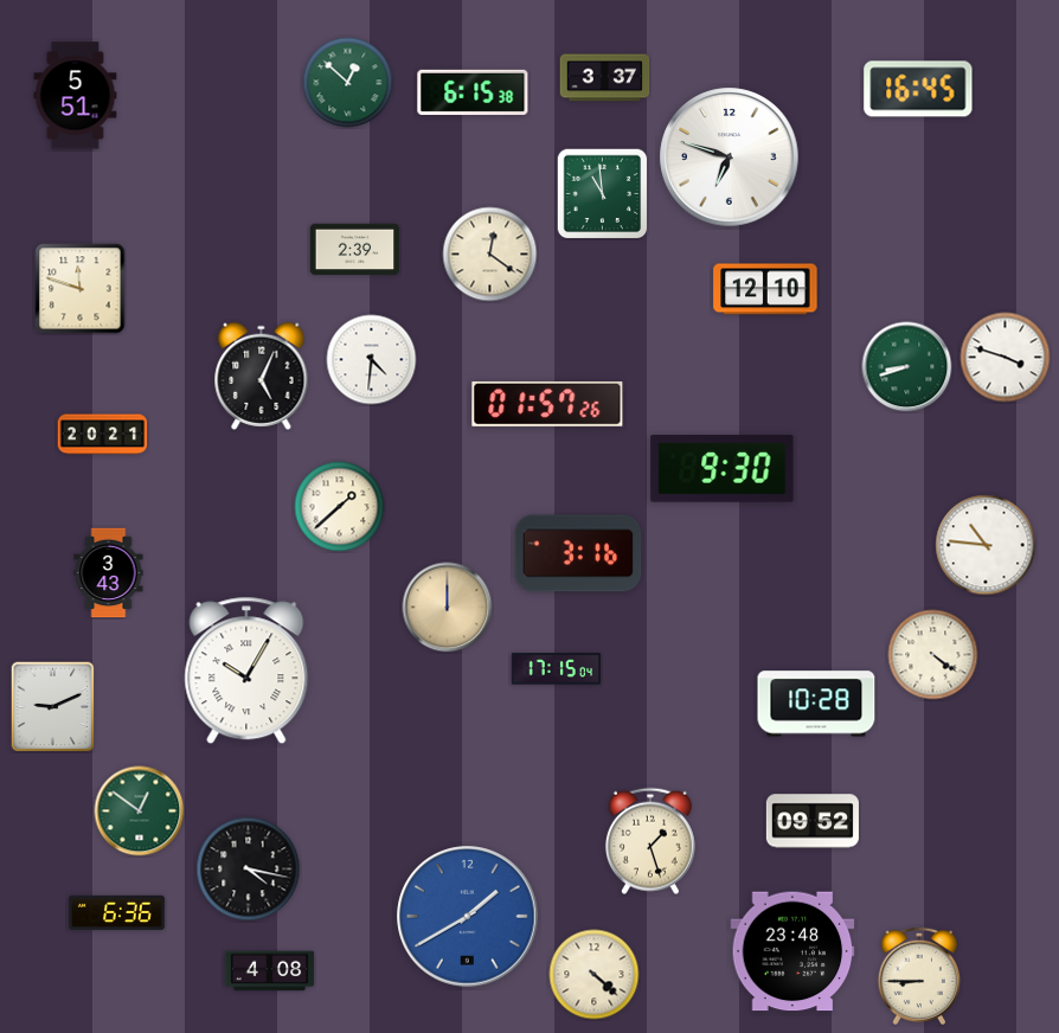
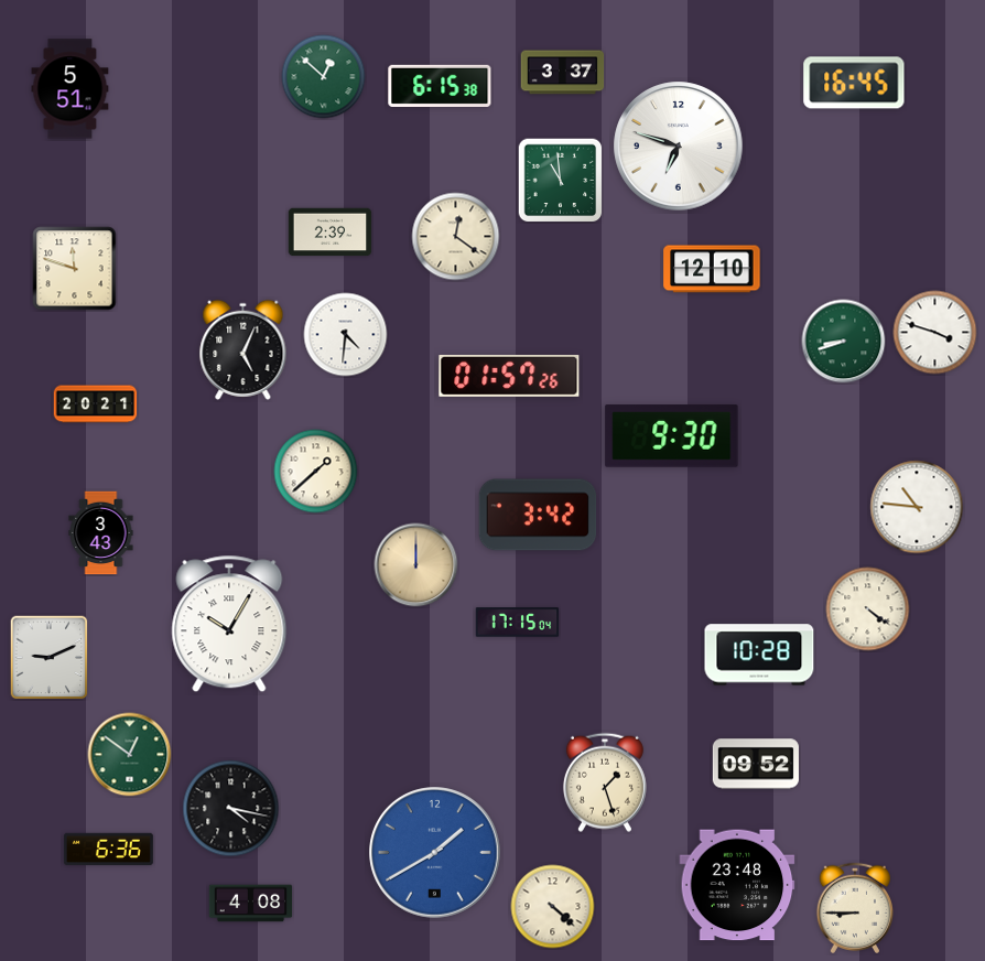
clock at (578, 553): 3:16 -> 3:42
